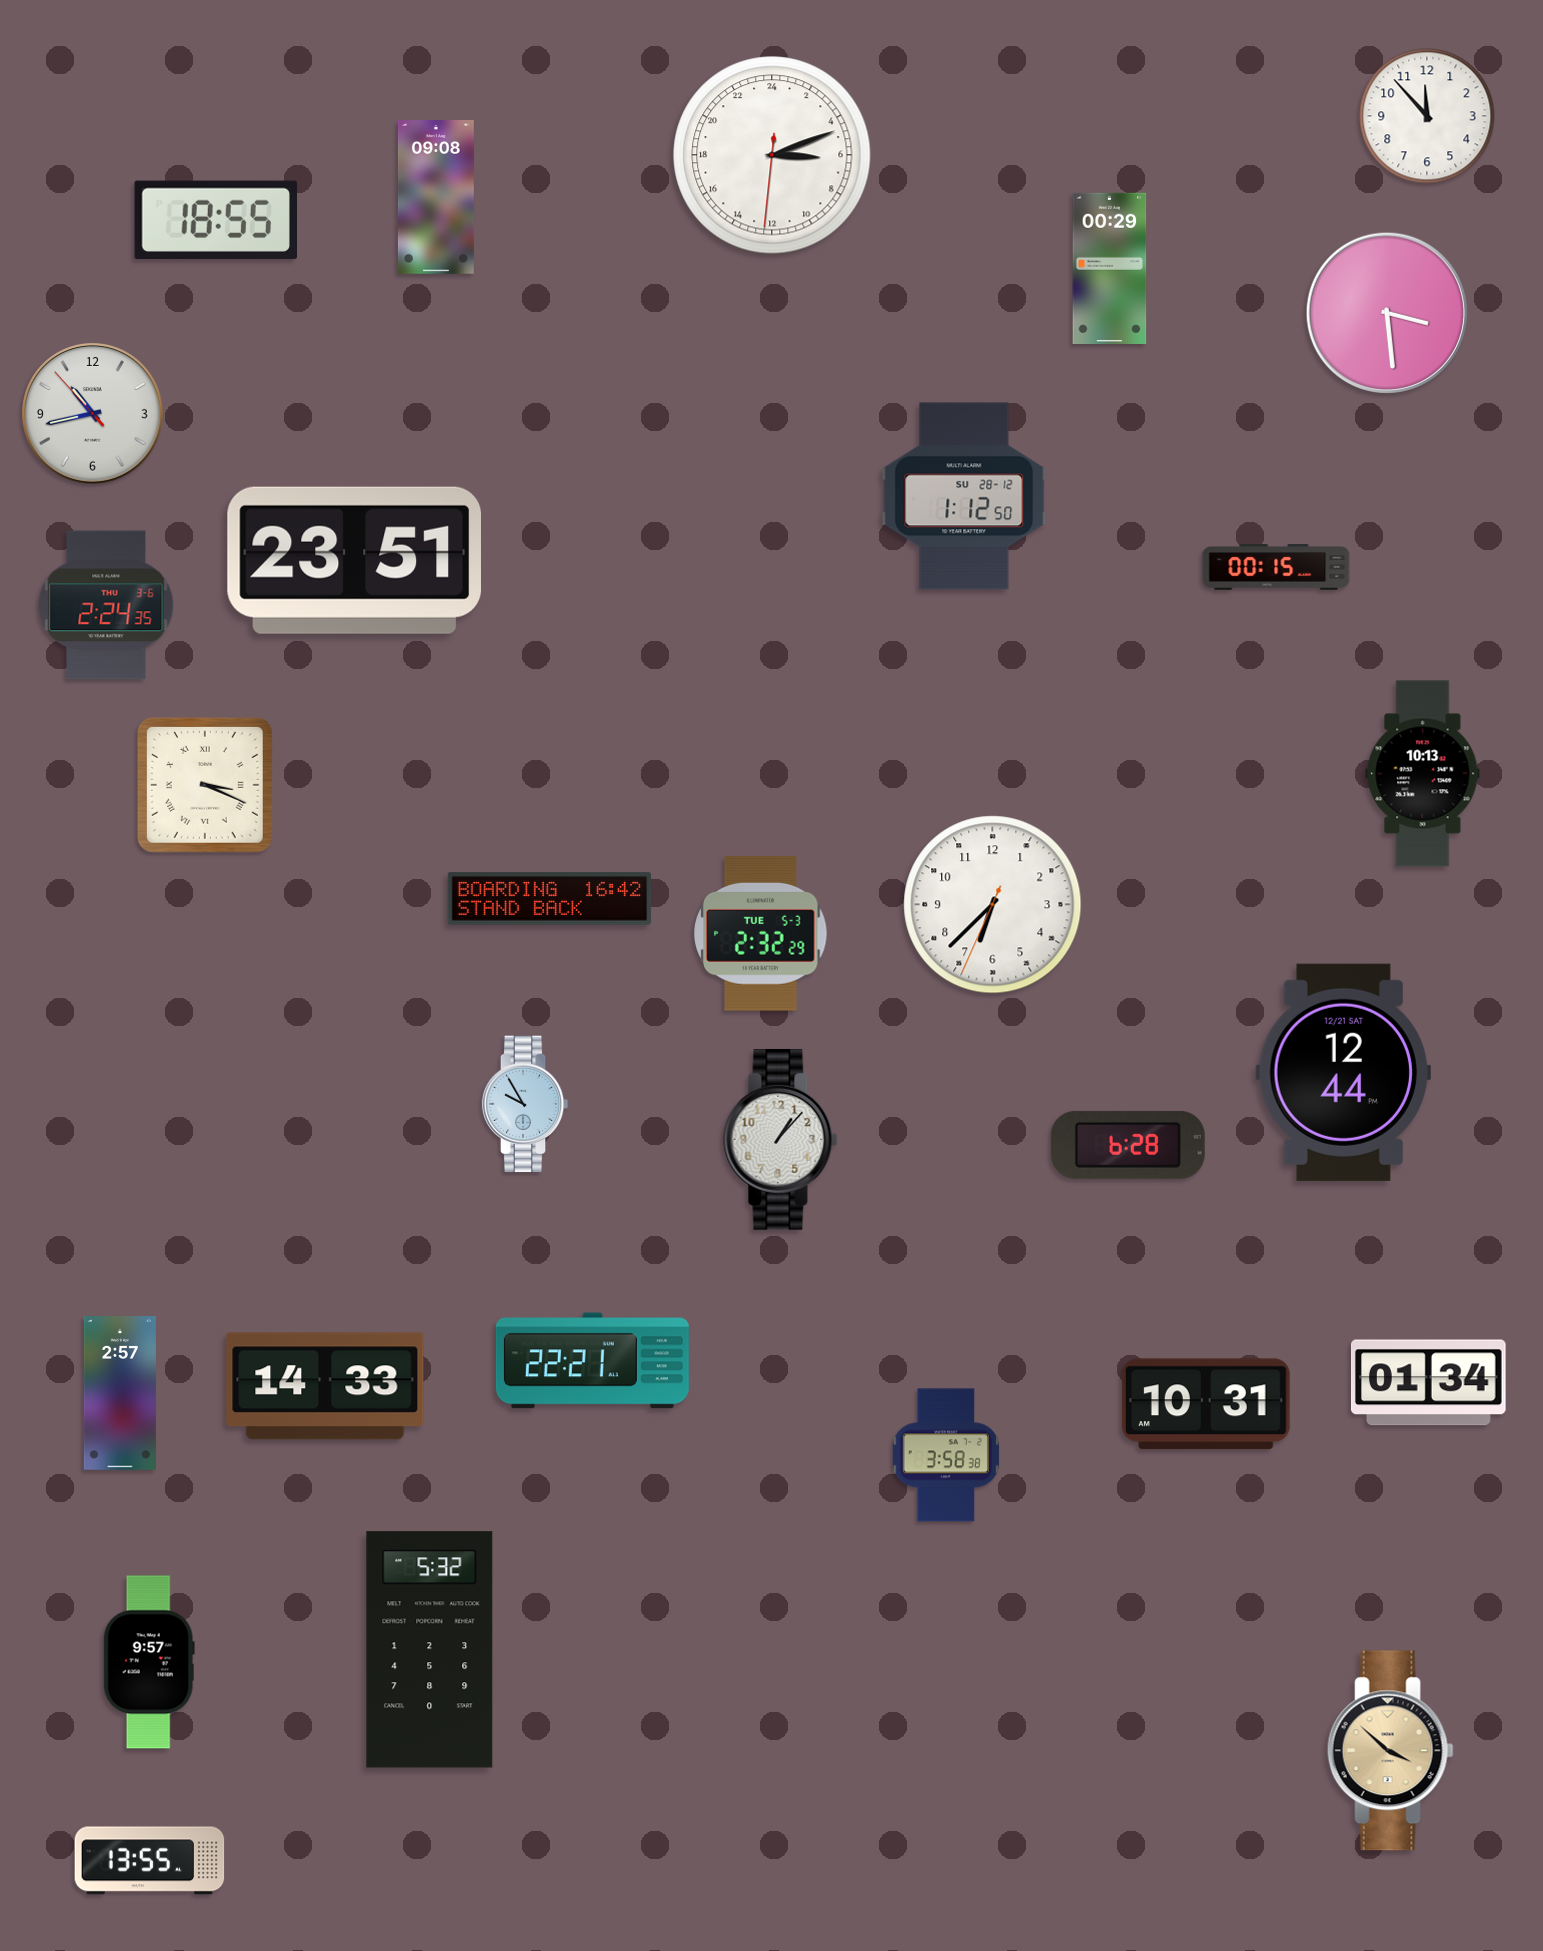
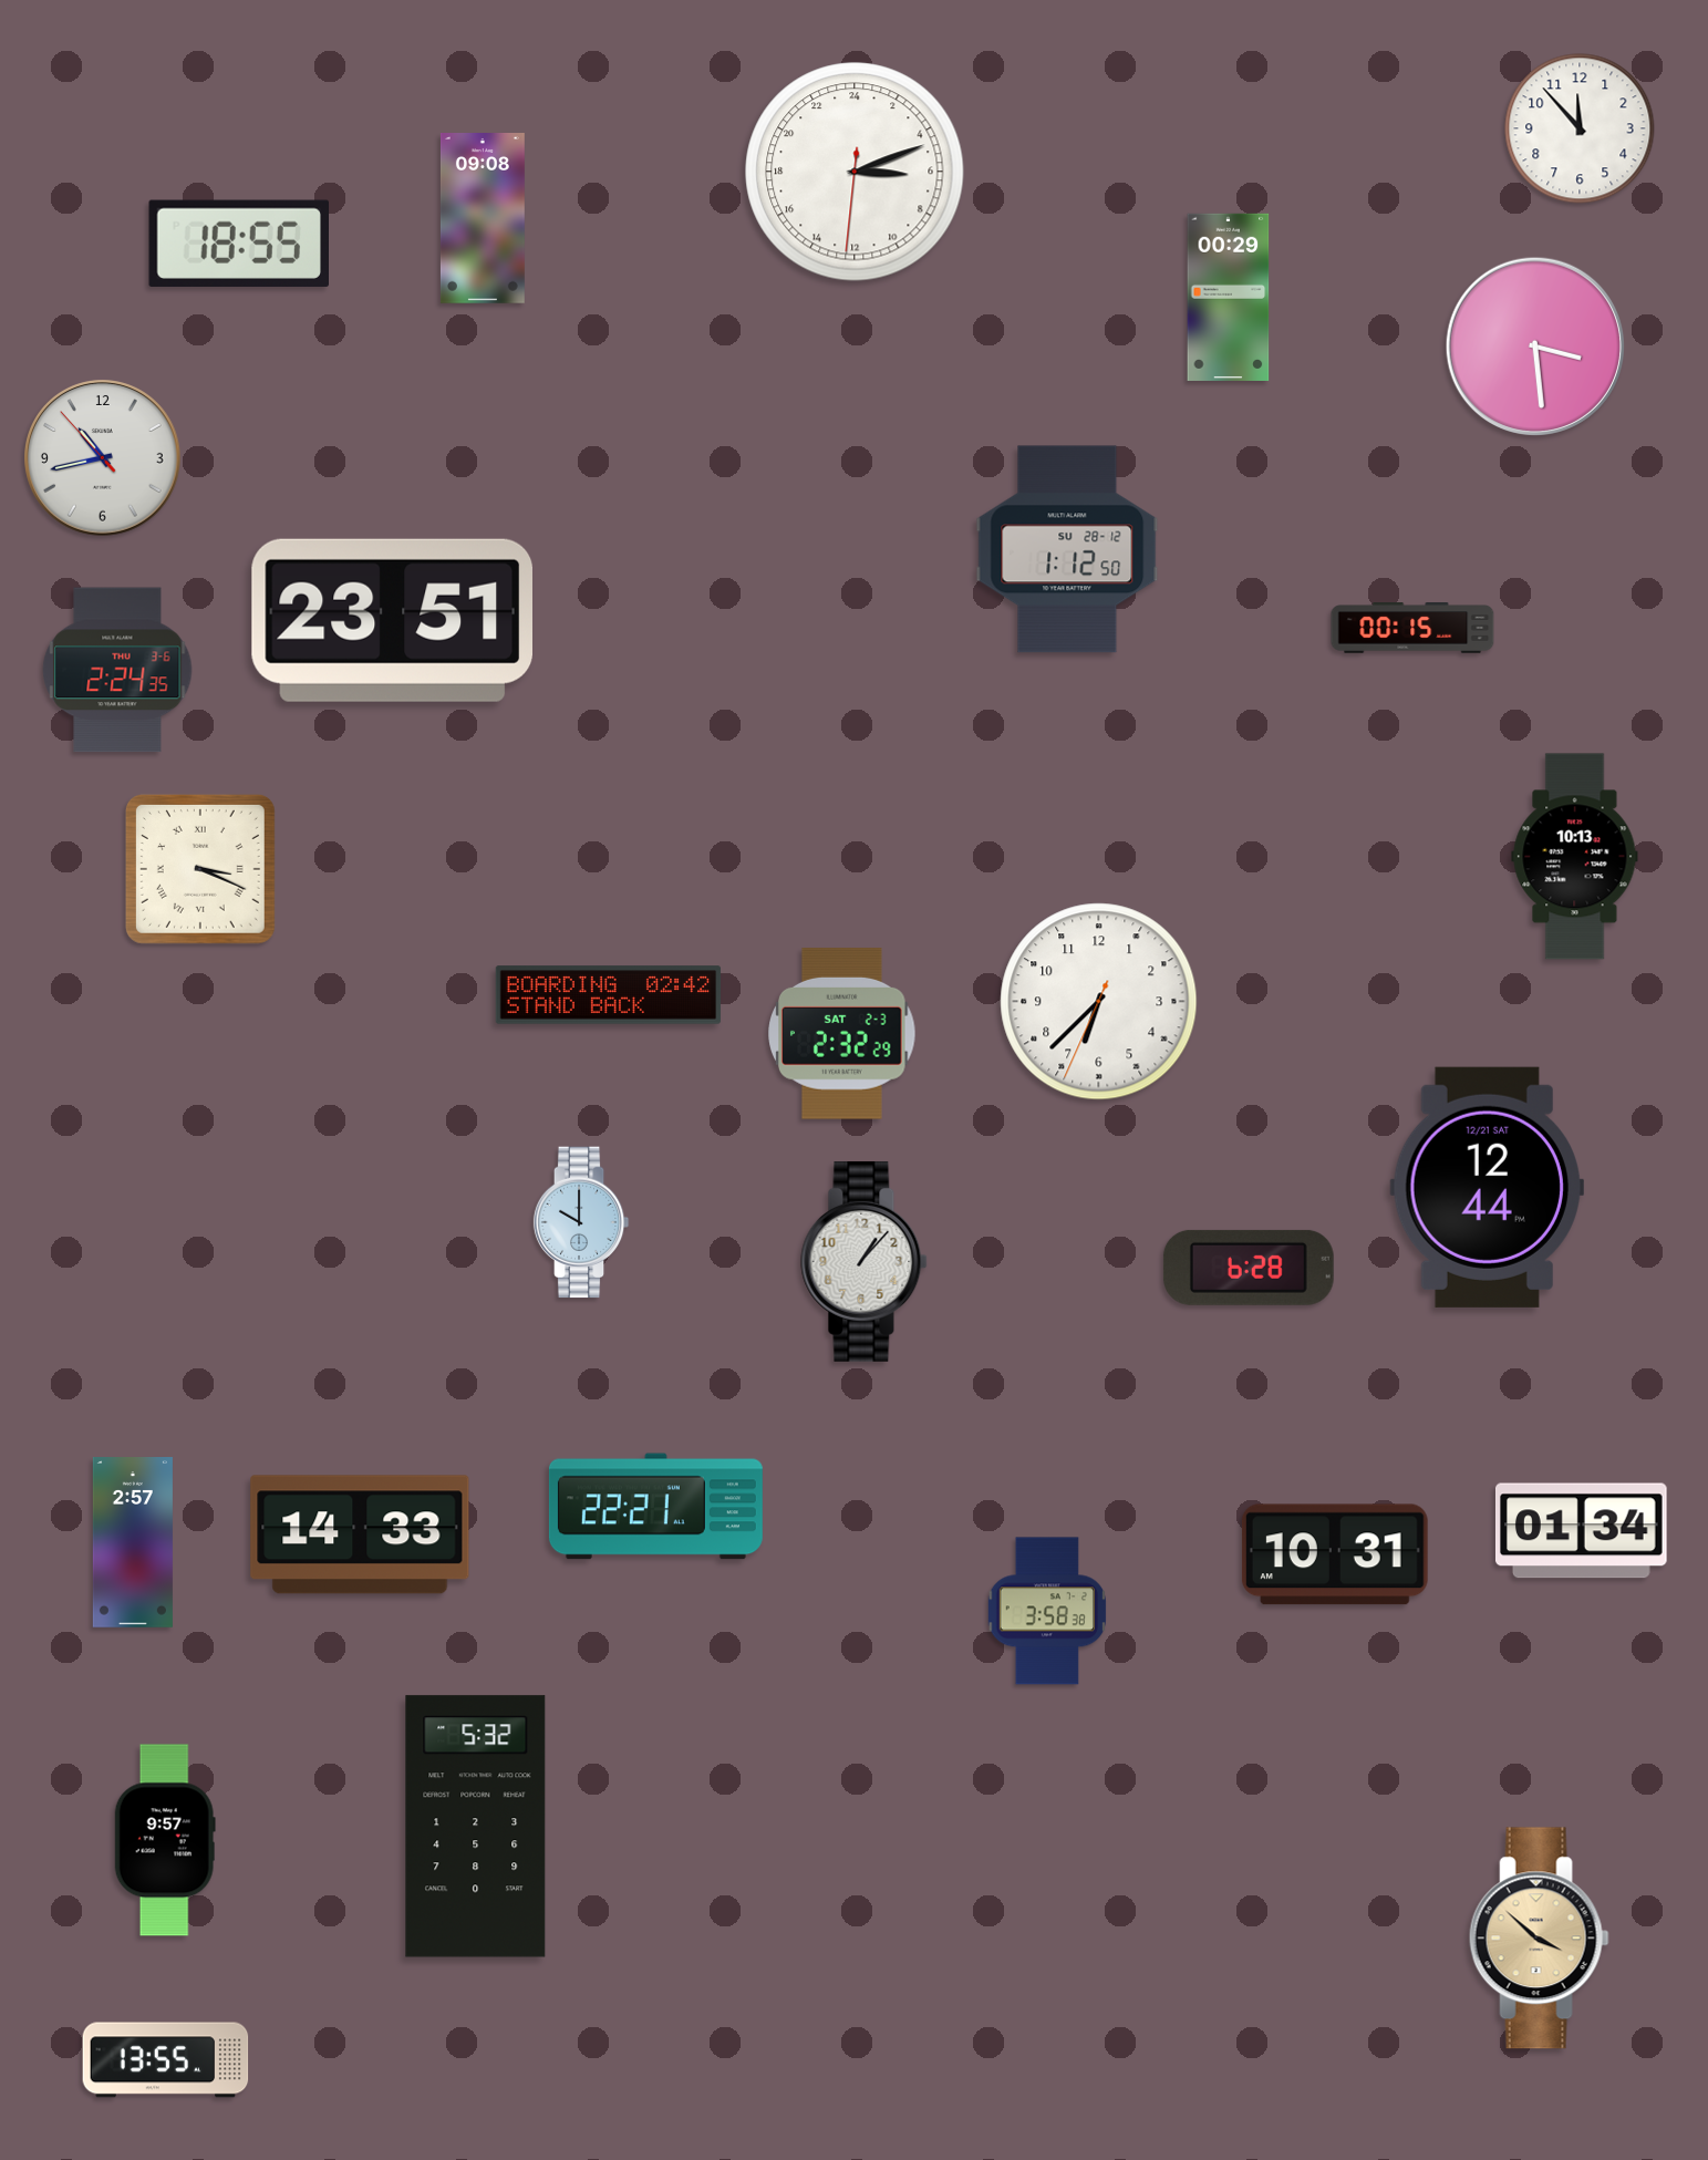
clock at (205, 785) position: (205, 785) -> (200, 869)
clock at (550, 899): 16:42 -> 02:42
clock at (761, 933) date: TUE 5-3 -> SAT 2-3
clock at (525, 1104): 9:55 -> 10:00
